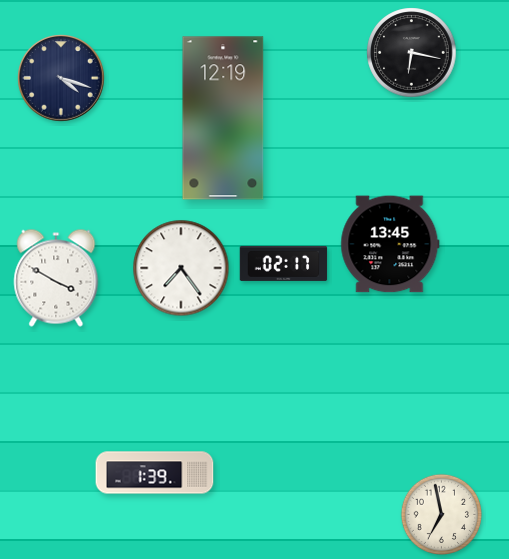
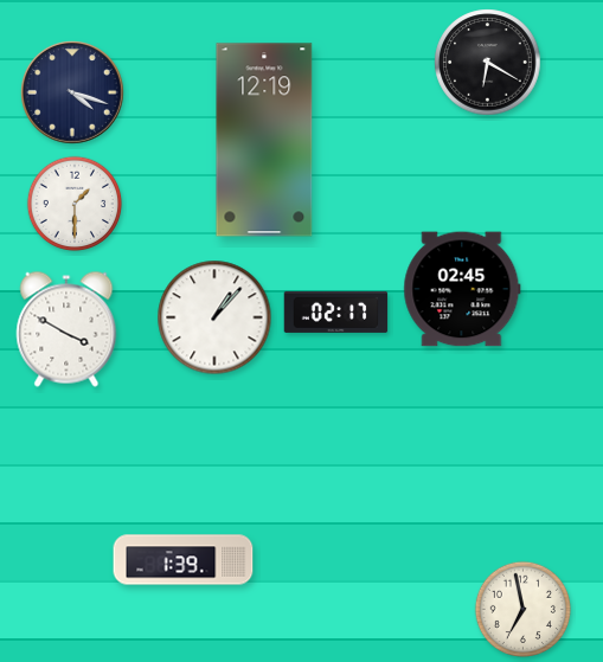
clock at (412, 53): 6:17 -> 6:20
clock at (75, 204): none -> 1:30
clock at (390, 244): 13:45 -> 02:45
clock at (181, 268): 7:24 -> 1:07
